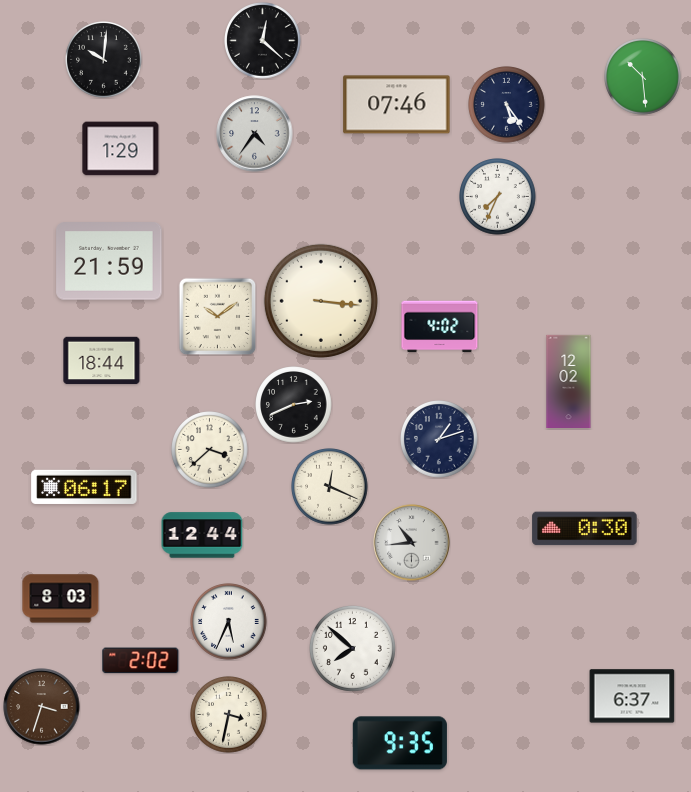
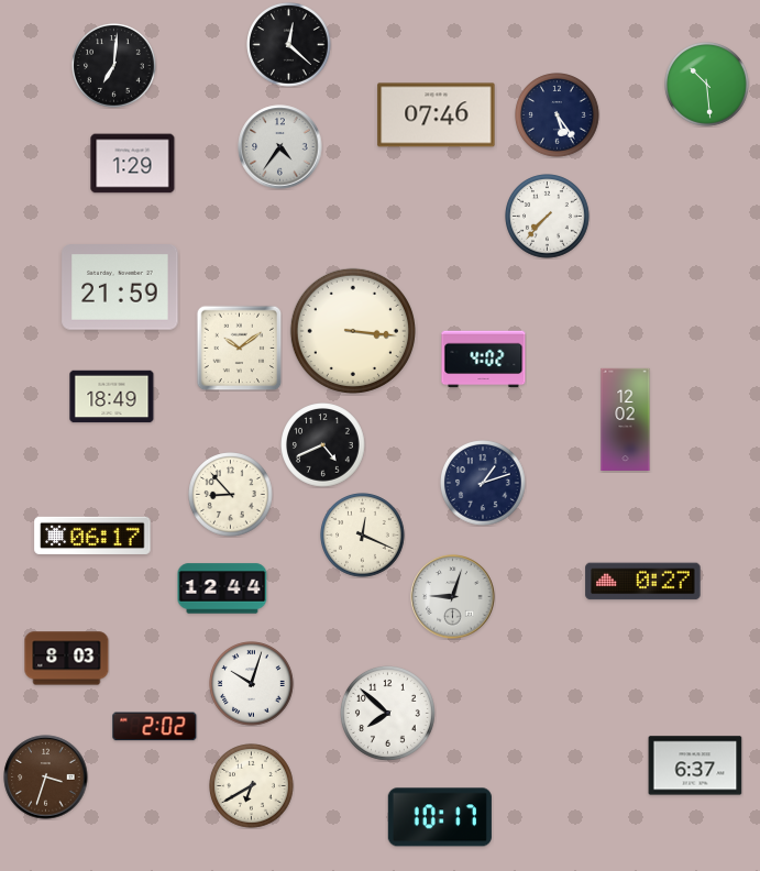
clock at (104, 60): 10:01 -> 7:01
clock at (498, 197): 7:34 -> 7:37
clock at (102, 361): 18:44 -> 18:49
clock at (294, 405): 2:41 -> 4:41
clock at (210, 450): 3:38 -> 8:53
clock at (585, 529): 0:30 -> 0:27
clock at (412, 543): 10:44 -> 9:03
clock at (229, 622): 5:34 -> 10:03
clock at (229, 715): 3:32 -> 6:40
clock at (400, 743): 9:35 -> 10:17
